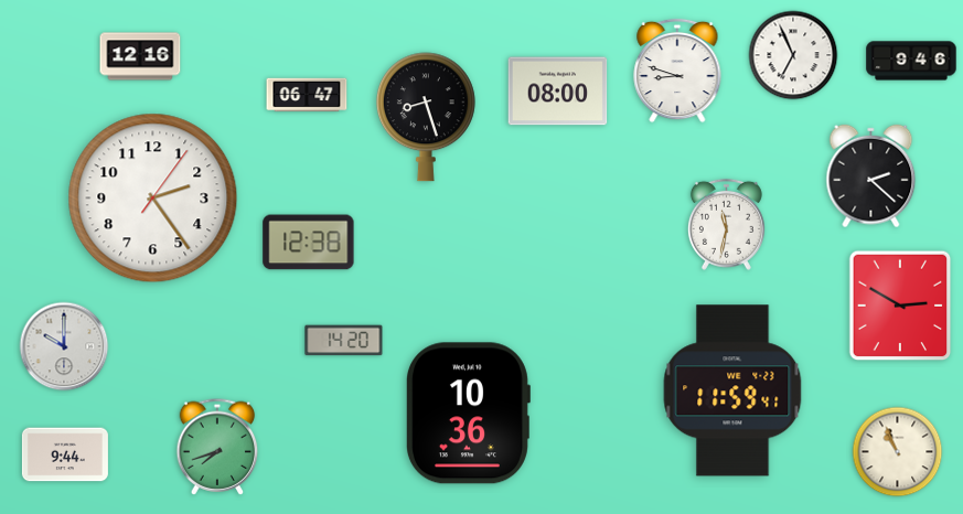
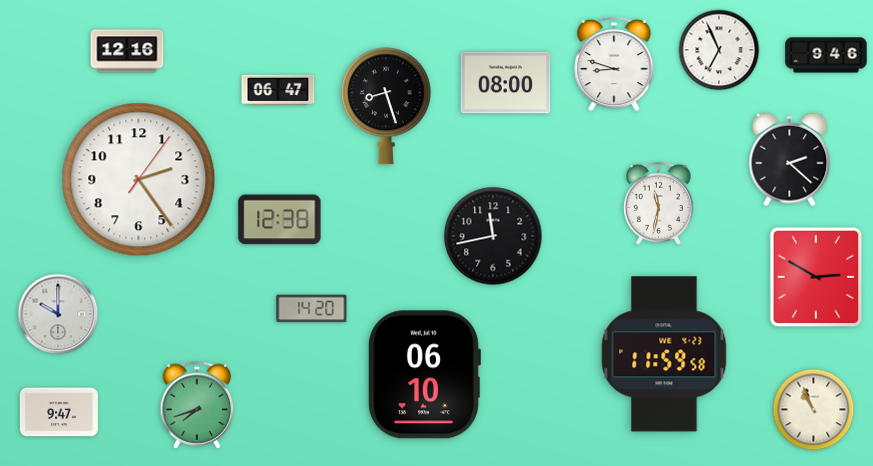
clock at (307, 95) position: (307, 95) -> (278, 90)
clock at (493, 236): none -> 11:43
clock at (732, 390): 11:59:41 -> 11:59:58
clock at (468, 414): 10:36 -> 06:10
clock at (65, 454): 9:44 -> 9:47
